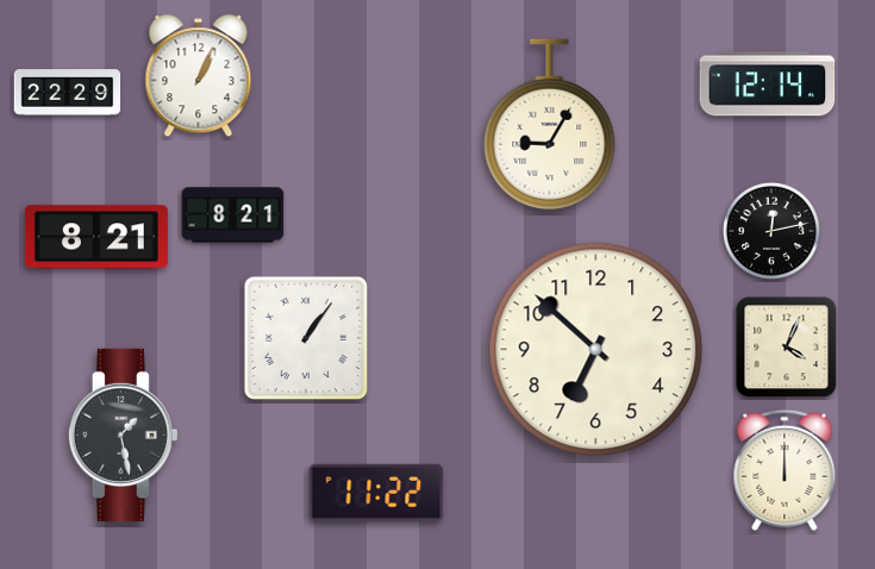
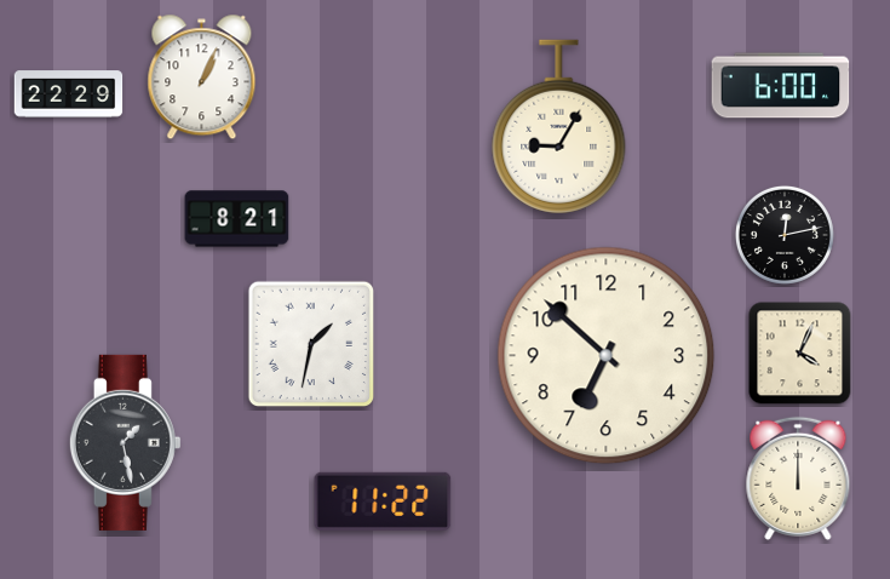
clock at (768, 85): 12:14 -> 6:00
clock at (96, 237): 8:21 -> none
clock at (305, 337): 1:06 -> 1:32
